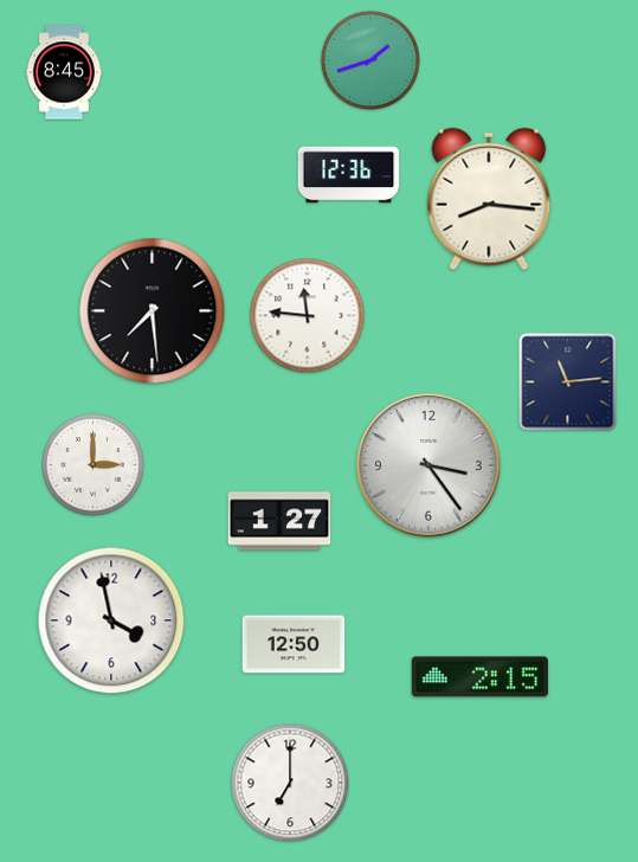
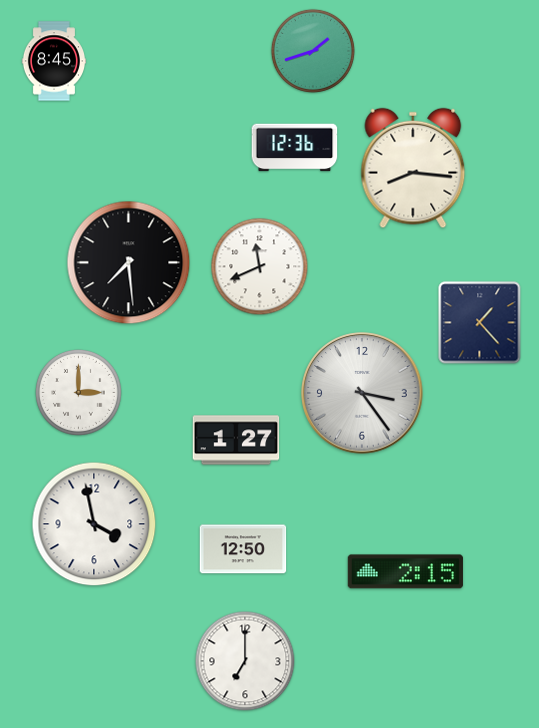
clock at (308, 316): 11:46 -> 11:41
clock at (568, 382): 11:14 -> 1:23
clock at (294, 644) position: (294, 644) -> (243, 549)
